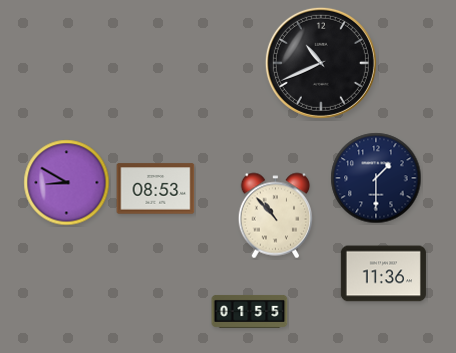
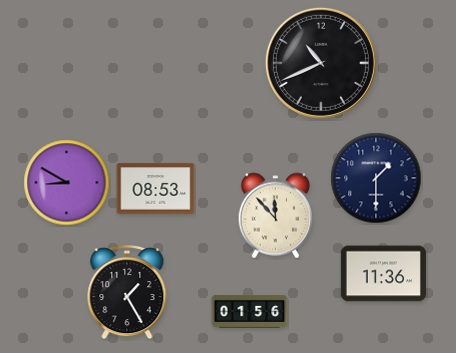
clock at (276, 216): 10:53 -> 11:53
clock at (127, 292): none -> 1:25
clock at (250, 311): 01:55 -> 01:56
